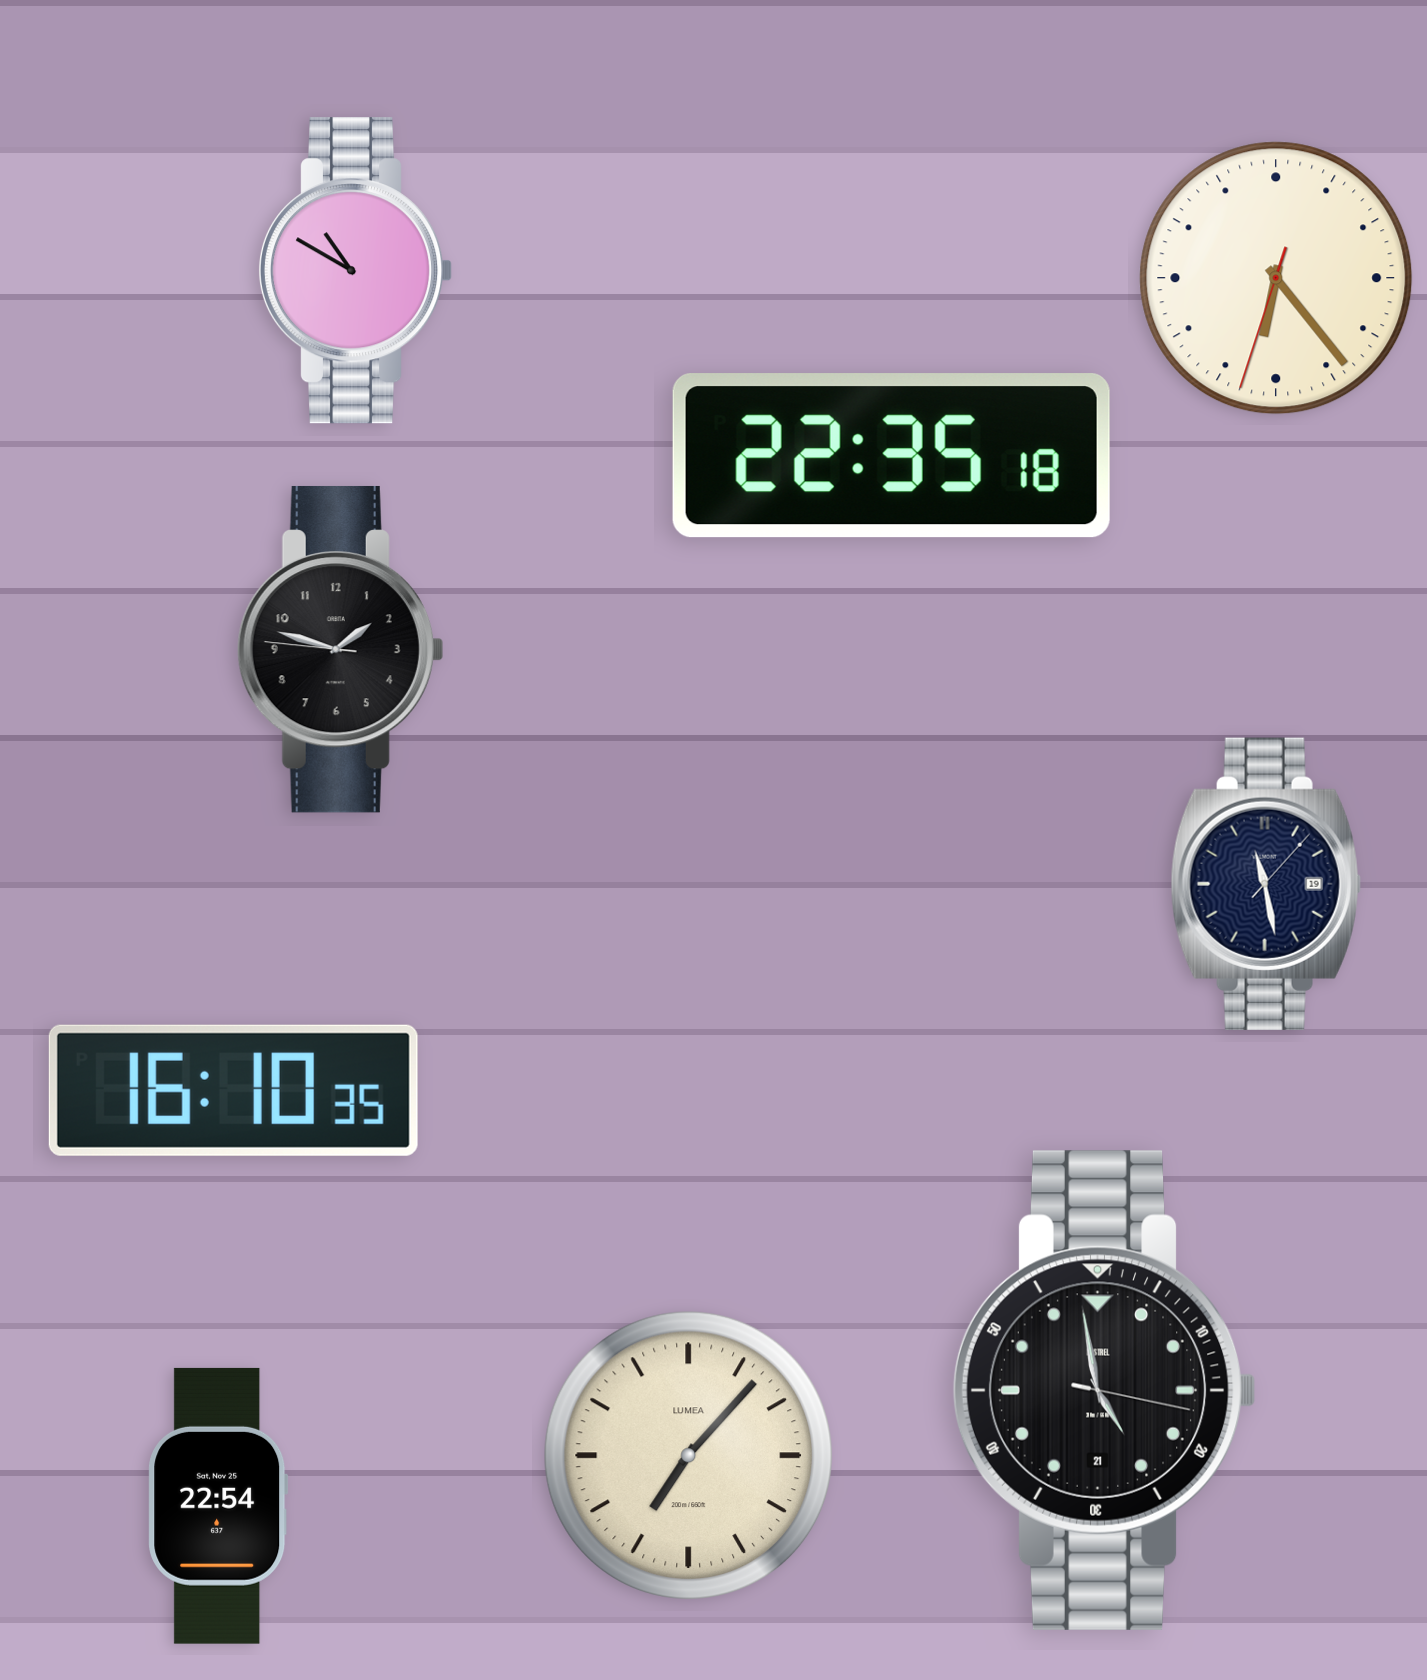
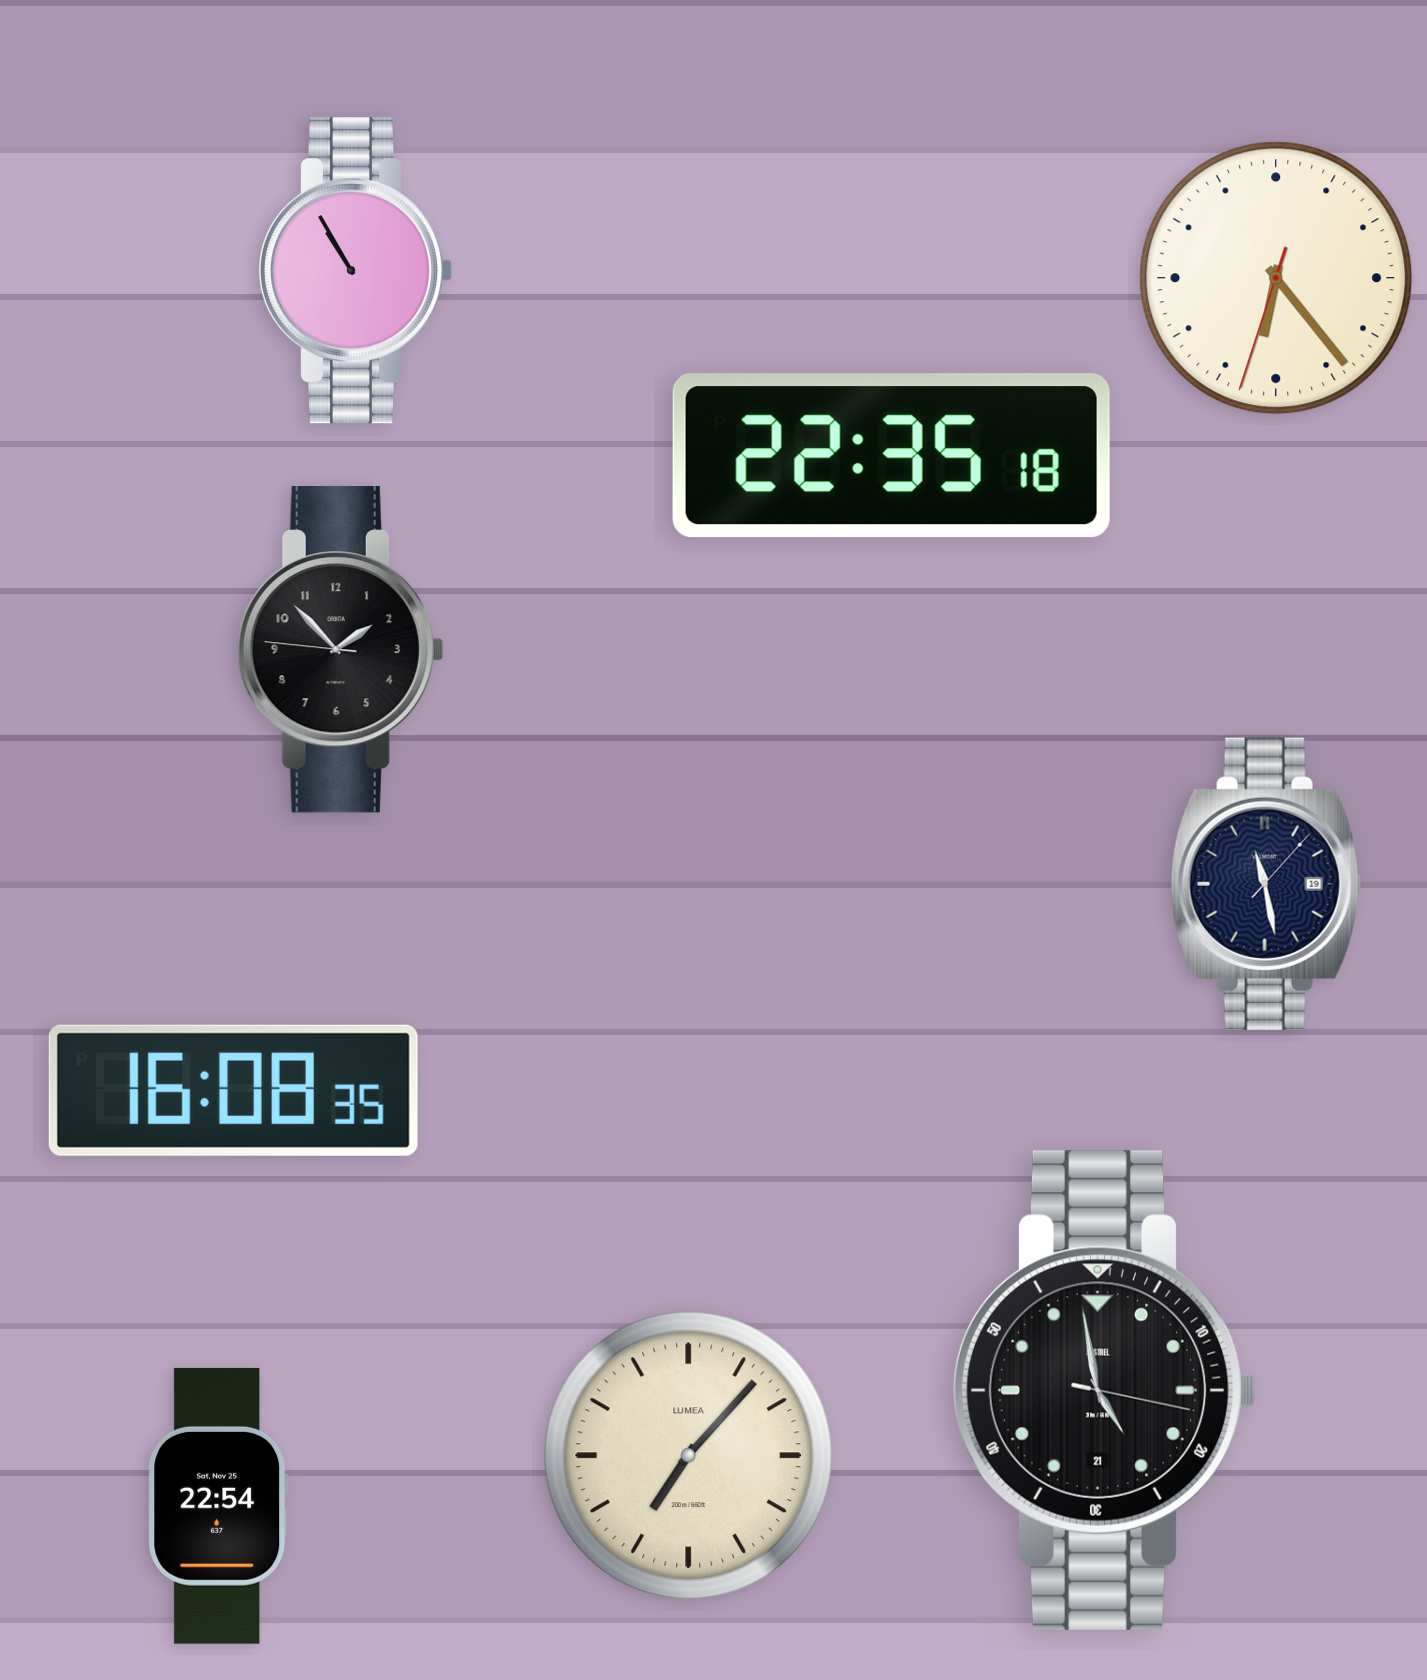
clock at (355, 271): 10:50 -> 10:55
clock at (340, 649): 1:47 -> 1:52
clock at (233, 1090): 16:10 -> 16:08
